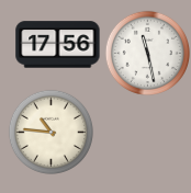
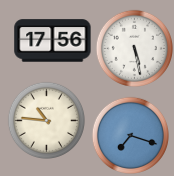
clock at (147, 53): 11:28 -> 5:28
clock at (130, 135): none -> 7:18
